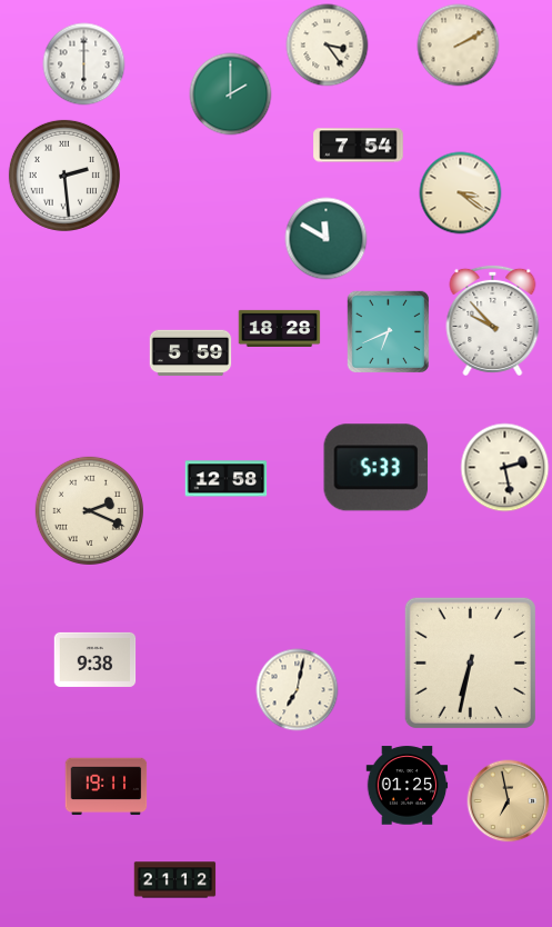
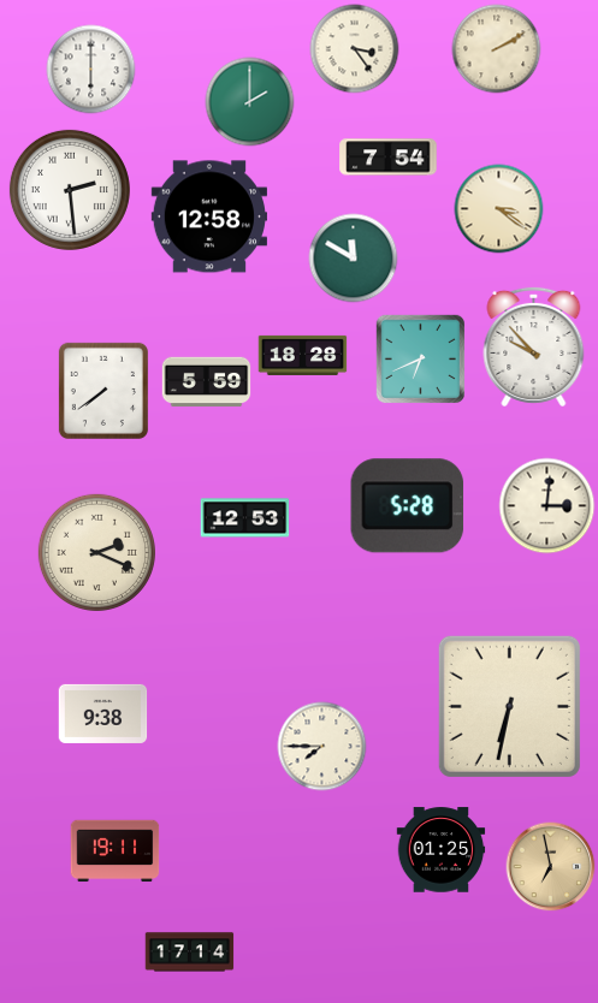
clock at (208, 216): none -> 12:58
clock at (103, 391): none -> 7:39
clock at (377, 468): 5:33 -> 5:28
clock at (505, 468): 2:28 -> 3:01
clock at (227, 479): 12:58 -> 12:53
clock at (470, 662) position: (470, 662) -> (509, 706)
clock at (298, 690): 7:02 -> 7:45
clock at (175, 880): 21:12 -> 17:14
